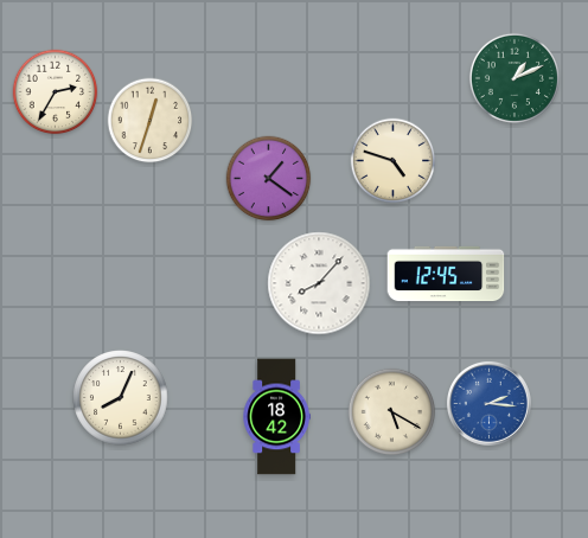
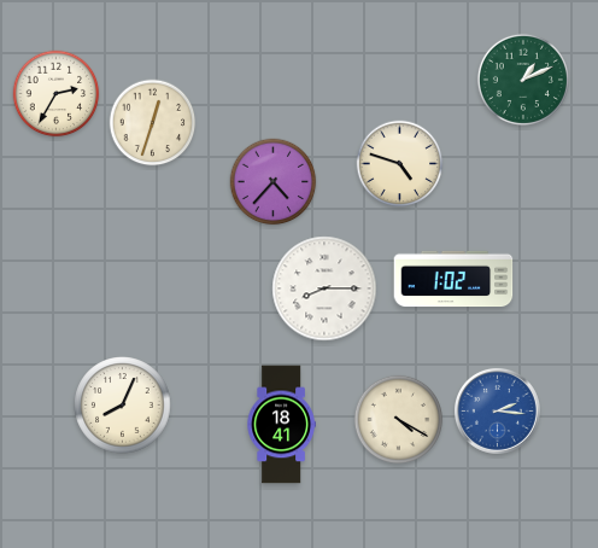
clock at (269, 179): 1:21 -> 4:37
clock at (446, 274): 12:45 -> 1:02
clock at (319, 283): 8:07 -> 8:15
clock at (392, 412): 5:20 -> 4:20
clock at (276, 417): 18:42 -> 18:41
